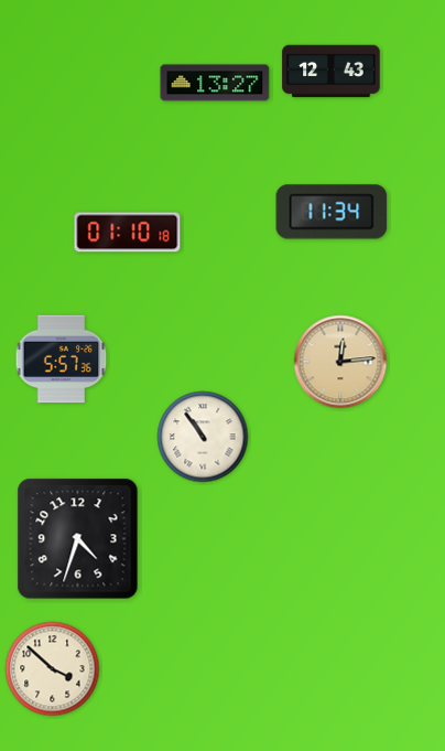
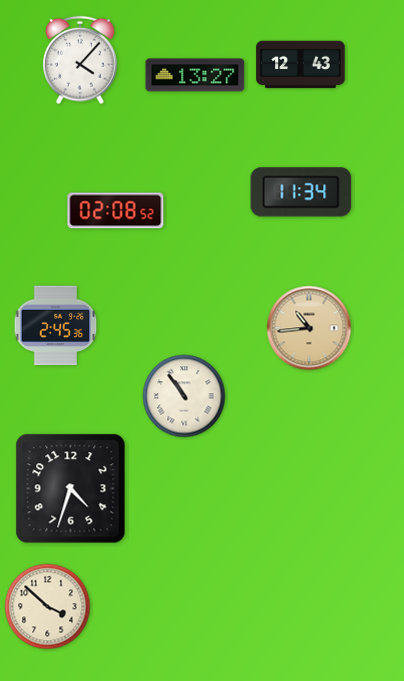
clock at (80, 60): none -> 4:07
clock at (128, 233): 01:10 -> 02:08
clock at (62, 360): 5:57 -> 2:45
clock at (340, 362): 12:14 -> 10:44
